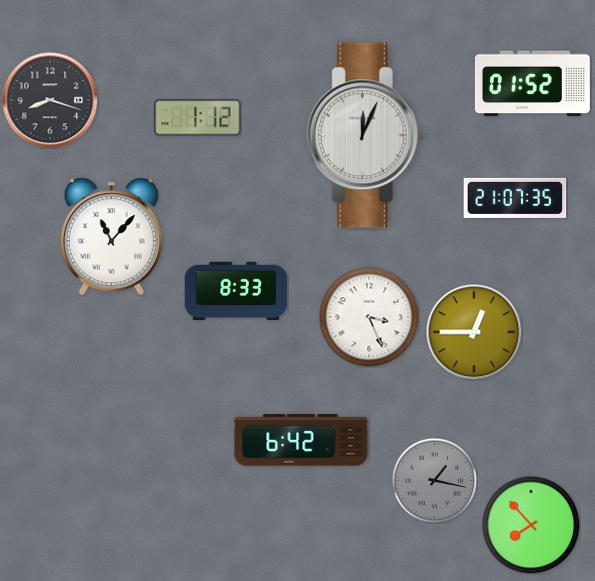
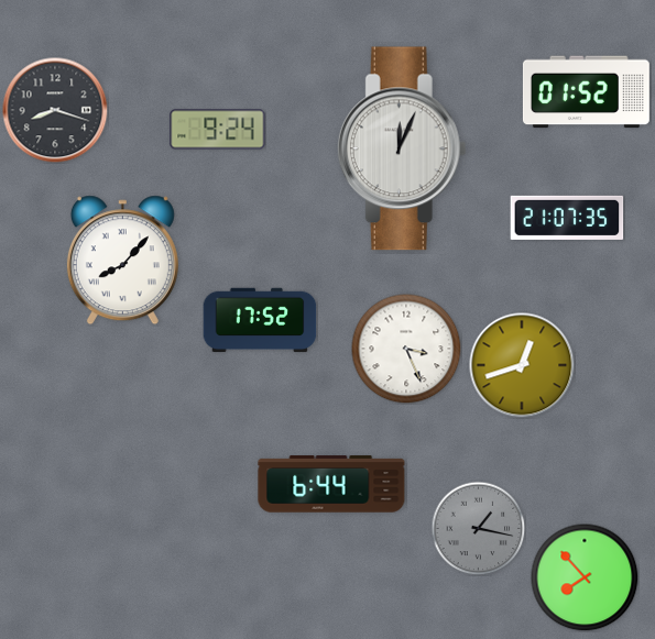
clock at (198, 118): 1:12 -> 9:24
clock at (111, 237): 11:07 -> 8:07
clock at (236, 291): 8:33 -> 17:52
clock at (474, 332): 12:45 -> 12:42
clock at (301, 440): 6:42 -> 6:44
